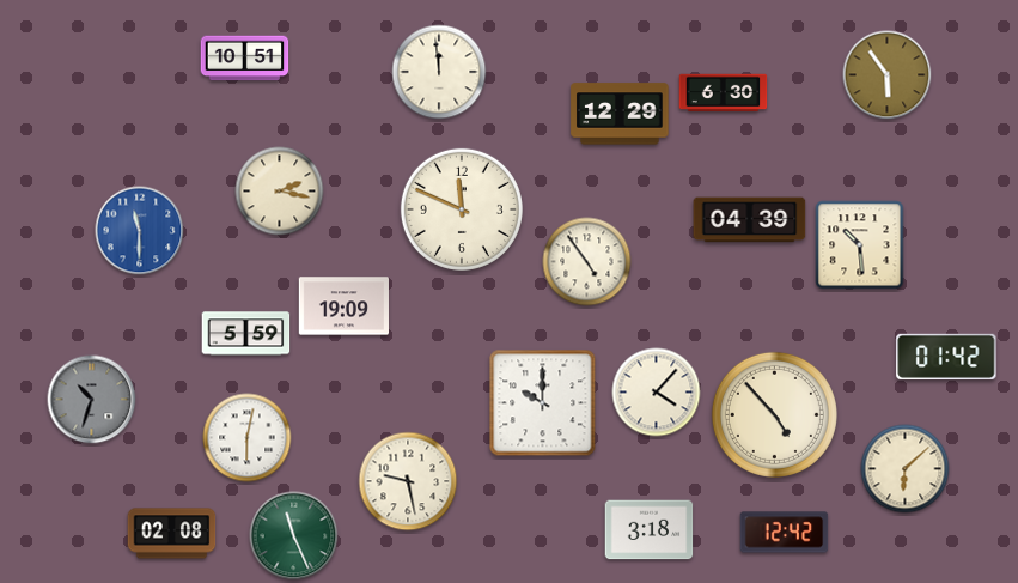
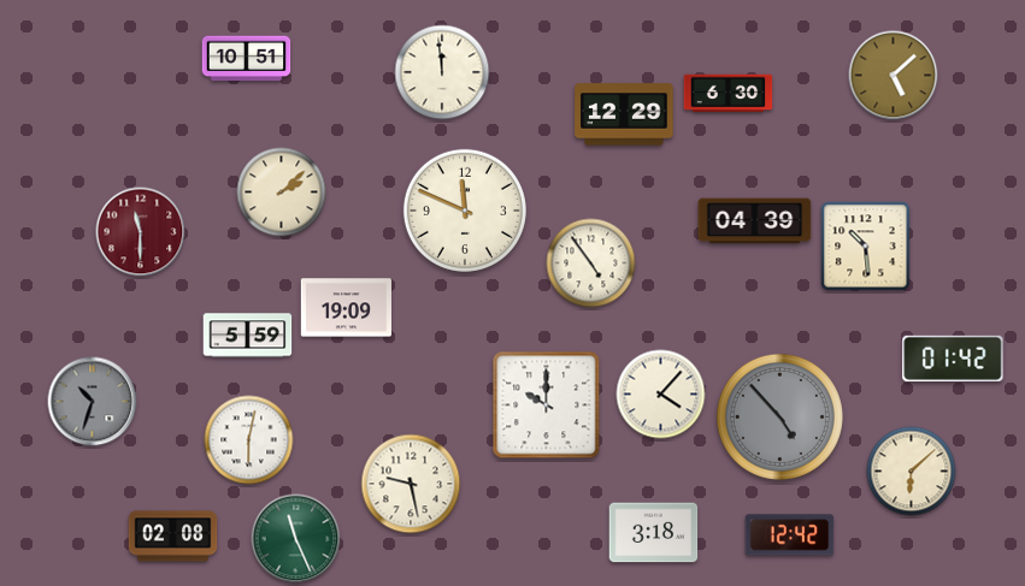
clock at (888, 75): 5:54 -> 5:08
clock at (280, 192): 2:17 -> 2:08
clock at (140, 231) dial: blue -> burgundy
clock at (774, 414) dial: cream -> grey
